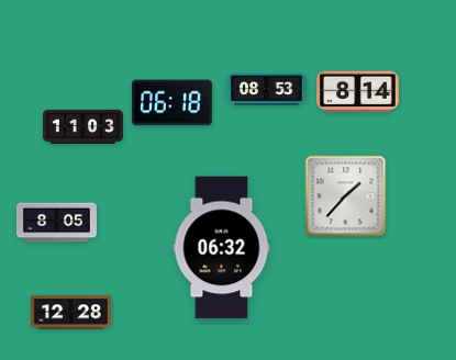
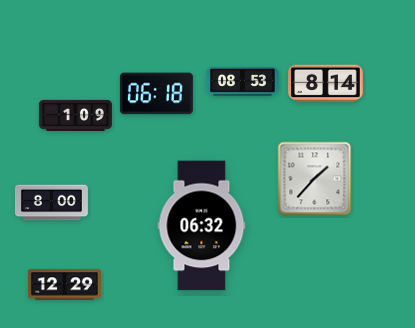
clock at (82, 126): 11:03 -> 1:09
clock at (56, 223): 8:05 -> 8:00
clock at (70, 313): 12:28 -> 12:29
